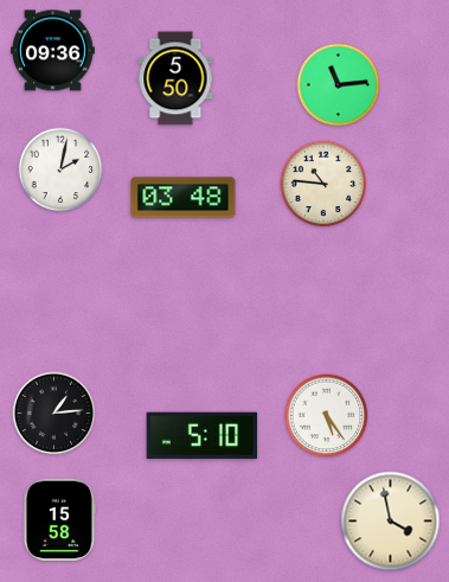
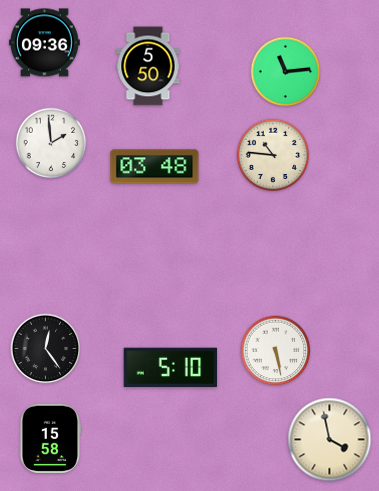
clock at (60, 170): 2:02 -> 1:59
clock at (54, 414): 1:14 -> 12:24
clock at (327, 416): 5:24 -> 5:28
